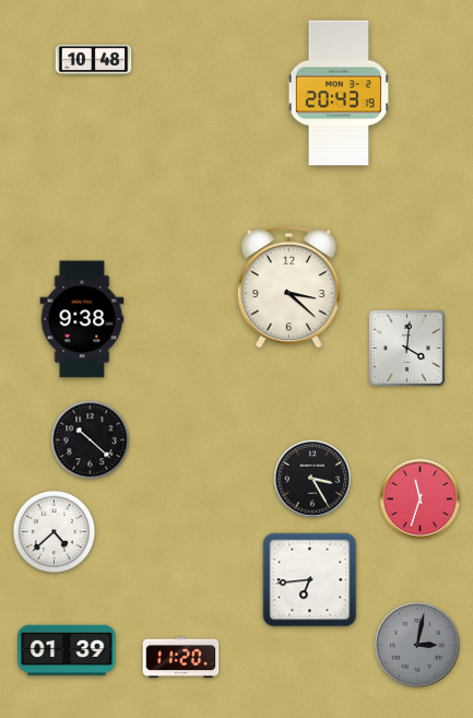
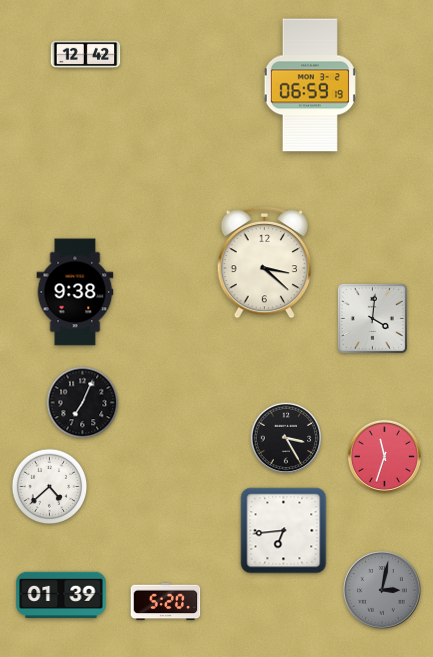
clock at (94, 60): 10:48 -> 12:42
clock at (339, 93): 20:43 -> 06:59
clock at (91, 440): 10:22 -> 7:04
clock at (181, 658): 11:20 -> 5:20
